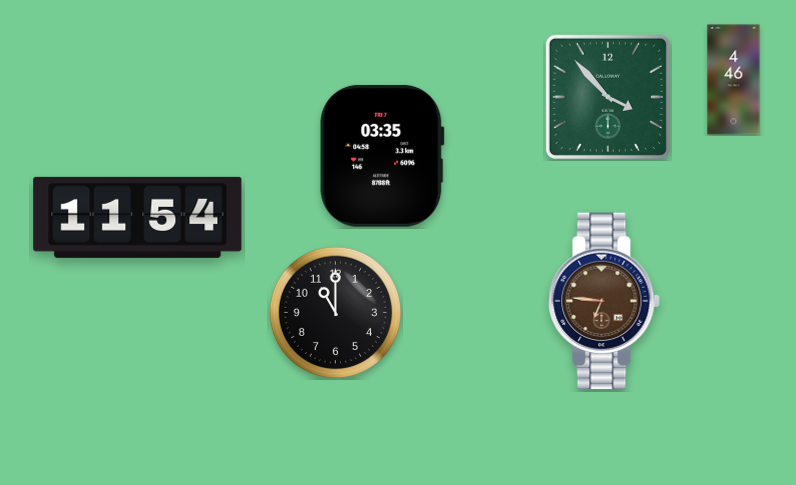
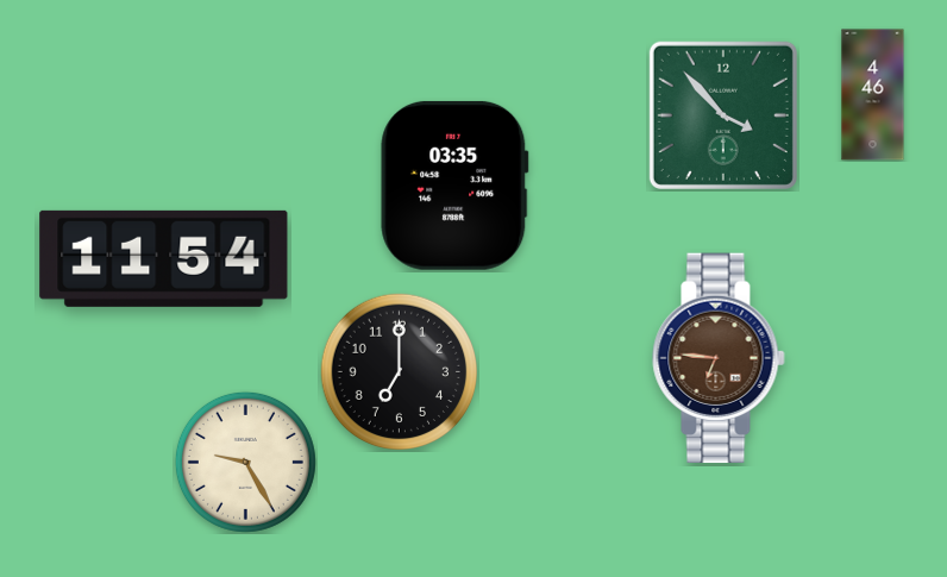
clock at (335, 312): 11:00 -> 7:00
clock at (245, 462): none -> 9:25
